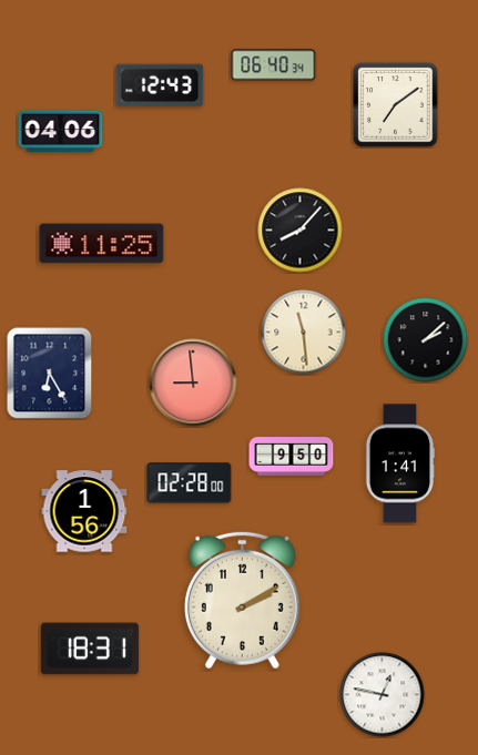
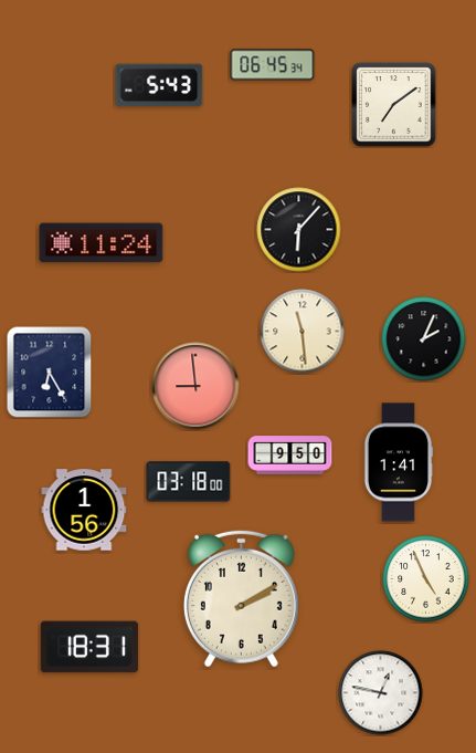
clock at (274, 65): 06:40 -> 06:45
clock at (160, 85): 12:43 -> 5:43
clock at (61, 132): 04:06 -> none
clock at (301, 231): 8:07 -> 6:07
clock at (102, 244): 11:25 -> 11:24
clock at (426, 340): 2:08 -> 2:04
clock at (193, 382) position: (193, 382) -> (195, 386)
clock at (190, 483): 02:28 -> 03:18
clock at (426, 579): none -> 4:56
